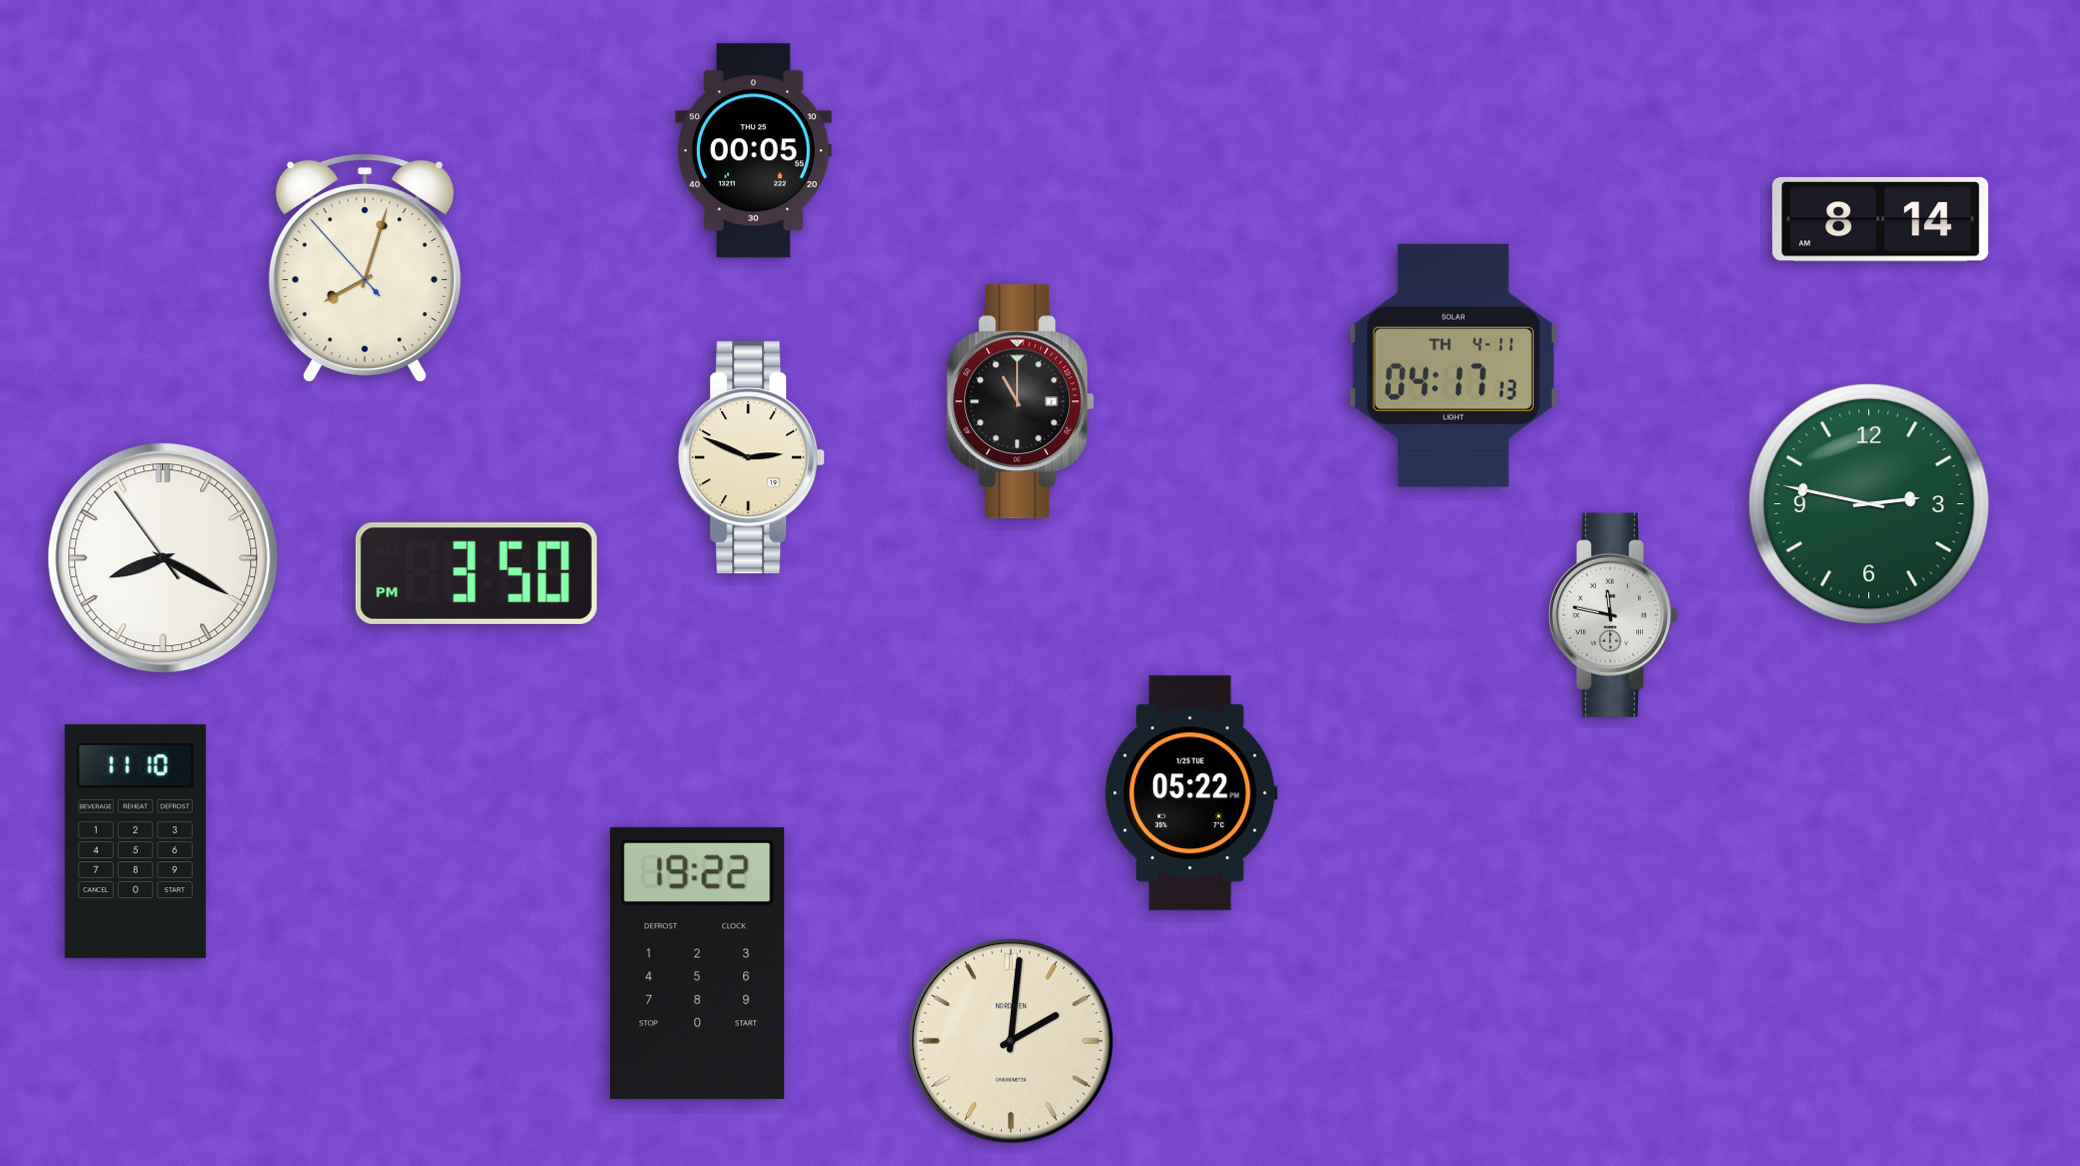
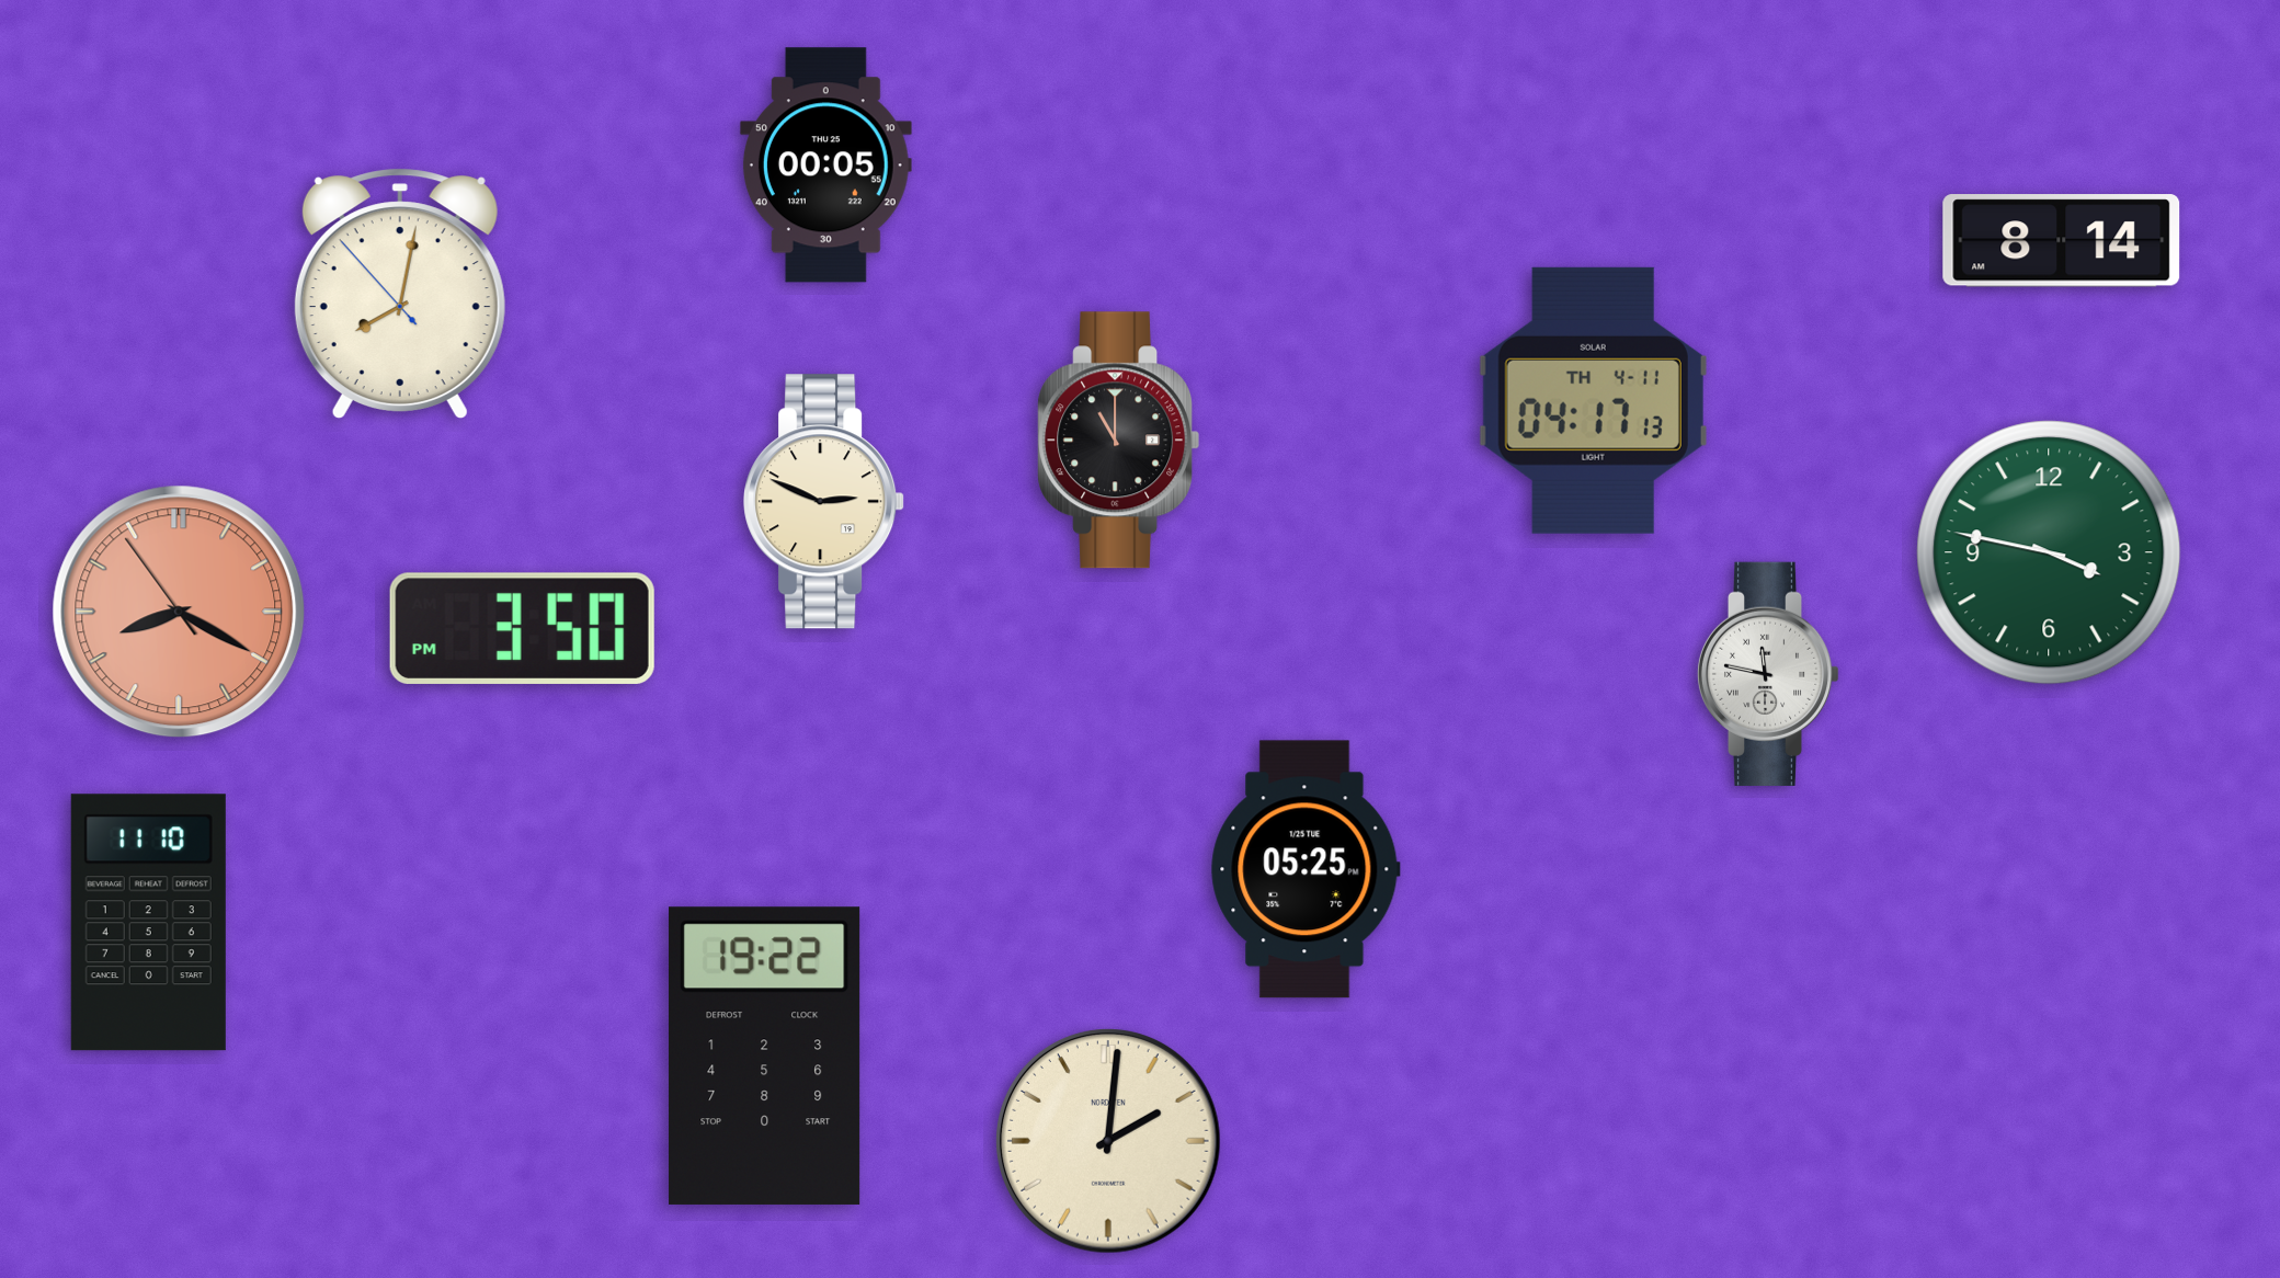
clock at (365, 267): 8:02 -> 8:01
clock at (1869, 504): 2:47 -> 3:47
clock at (163, 558) dial: white -> salmon
clock at (1191, 793): 05:22 -> 05:25
